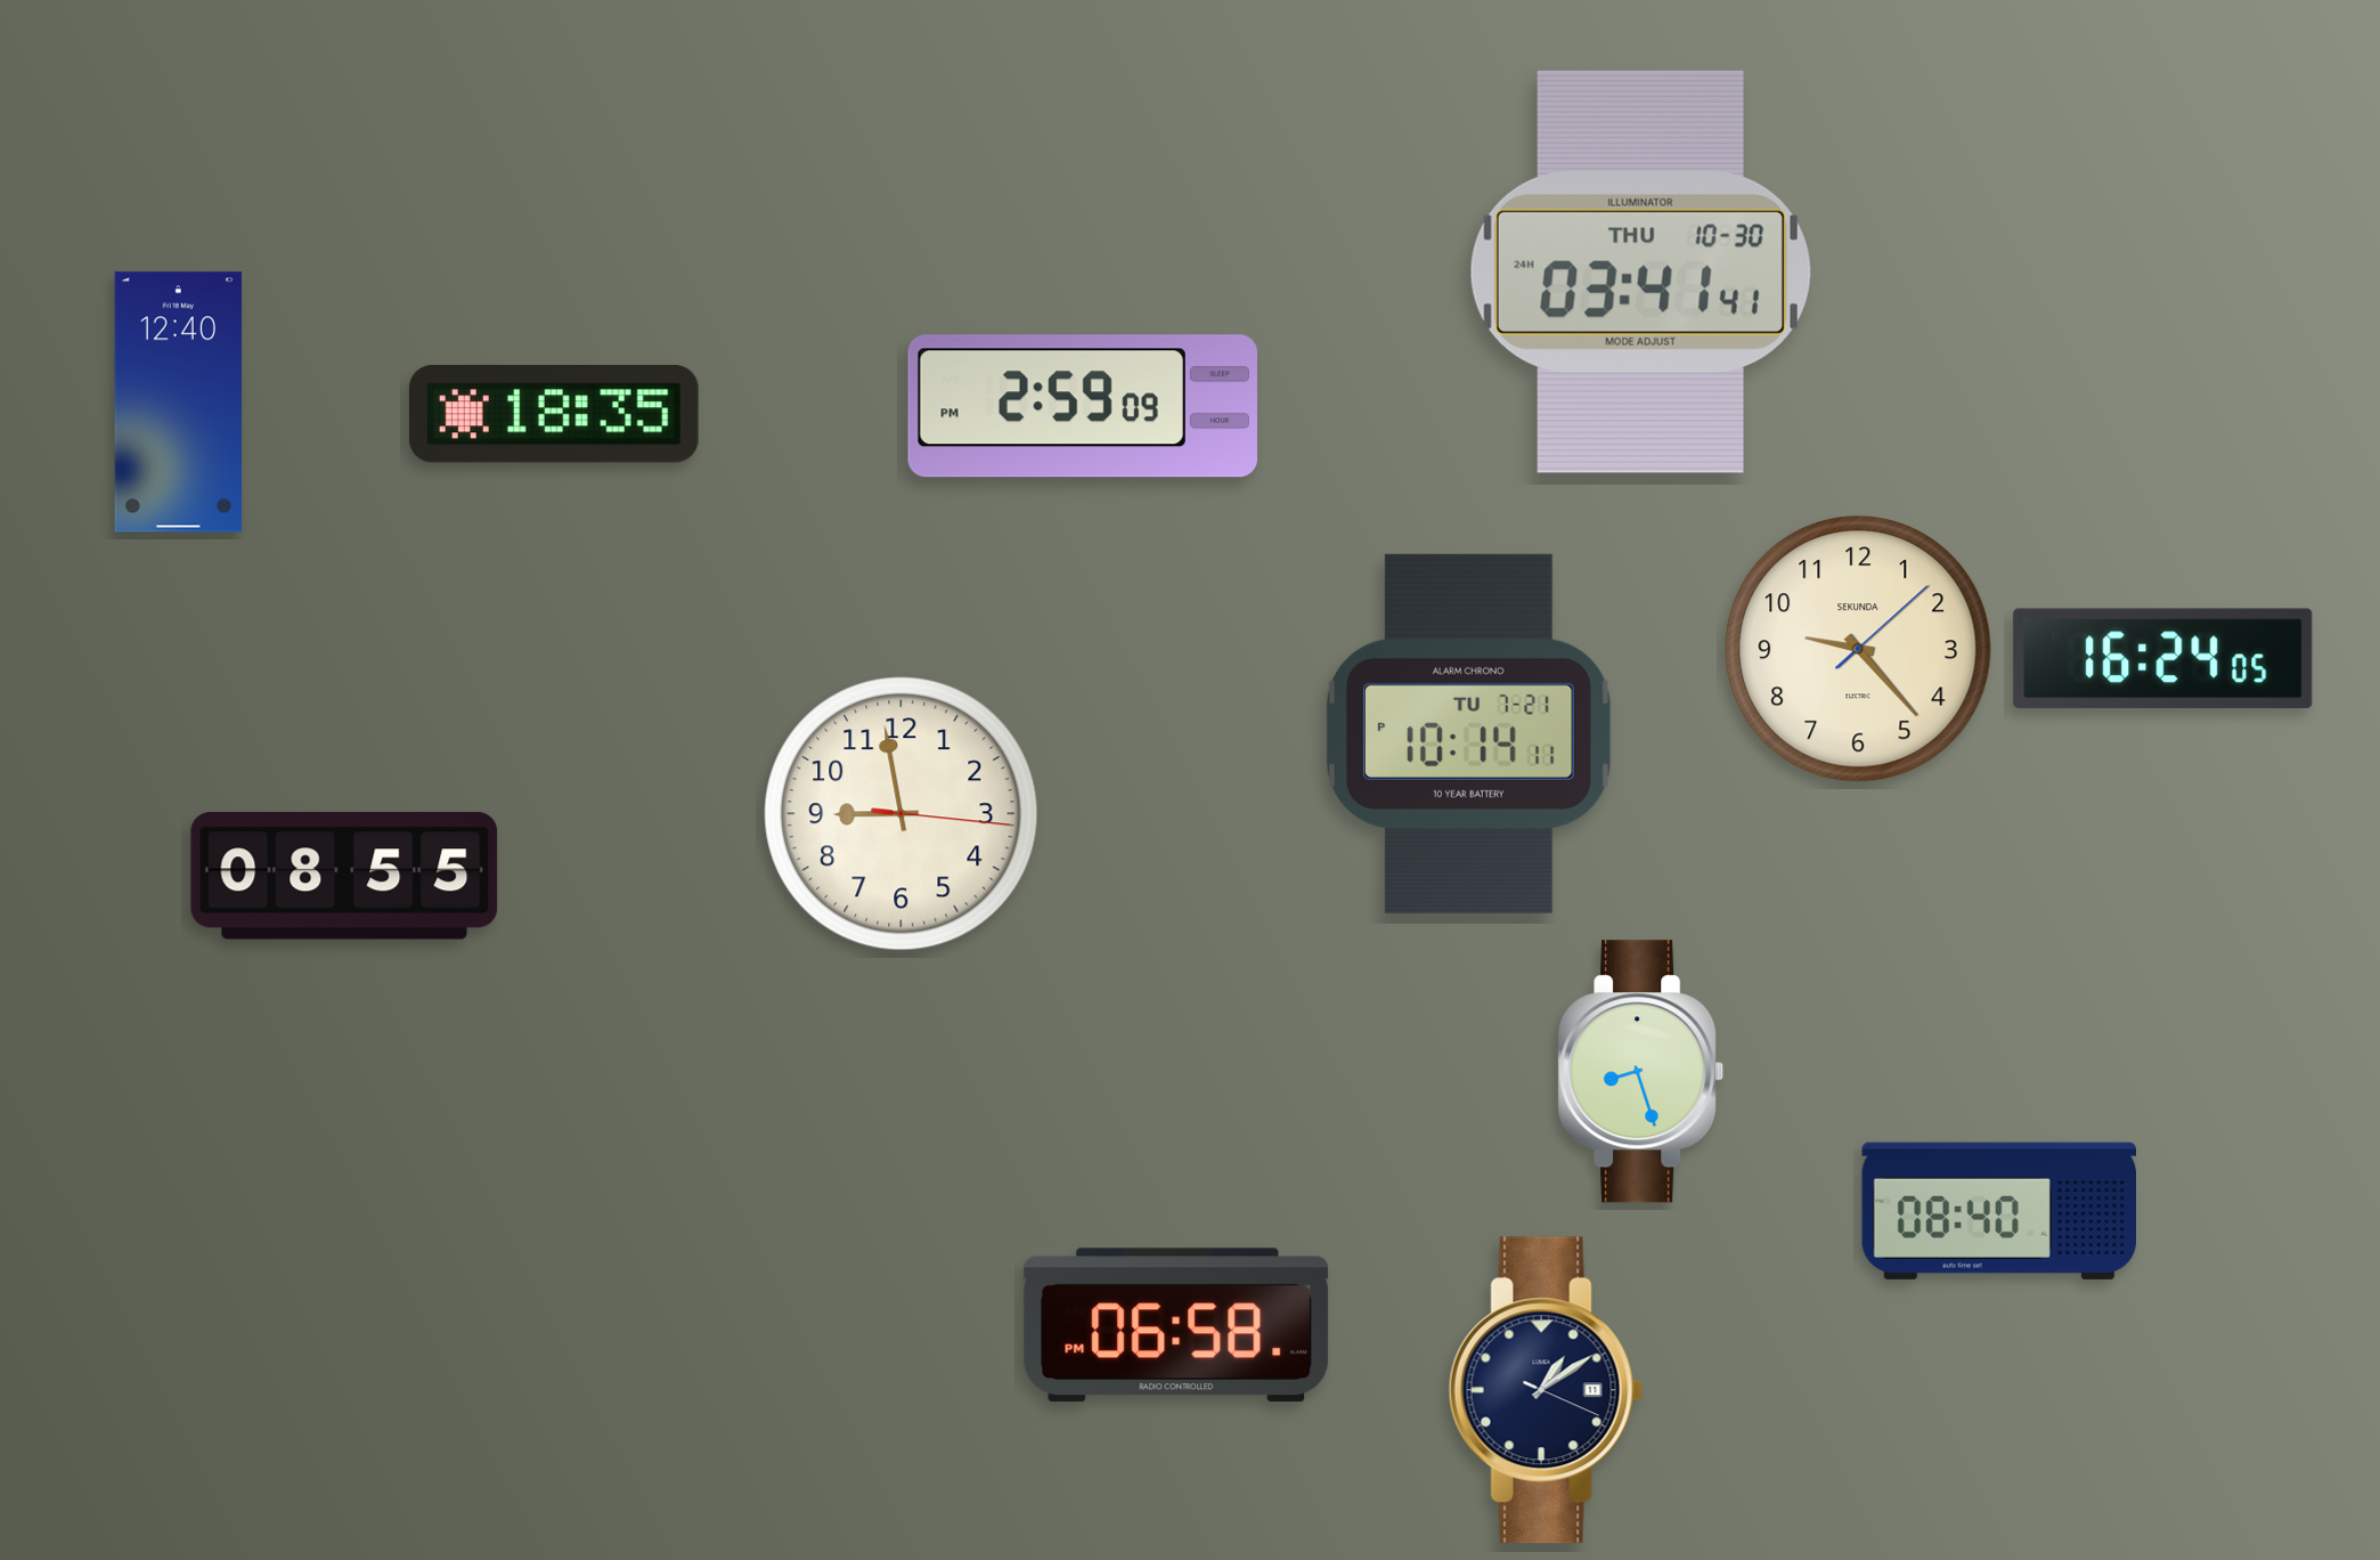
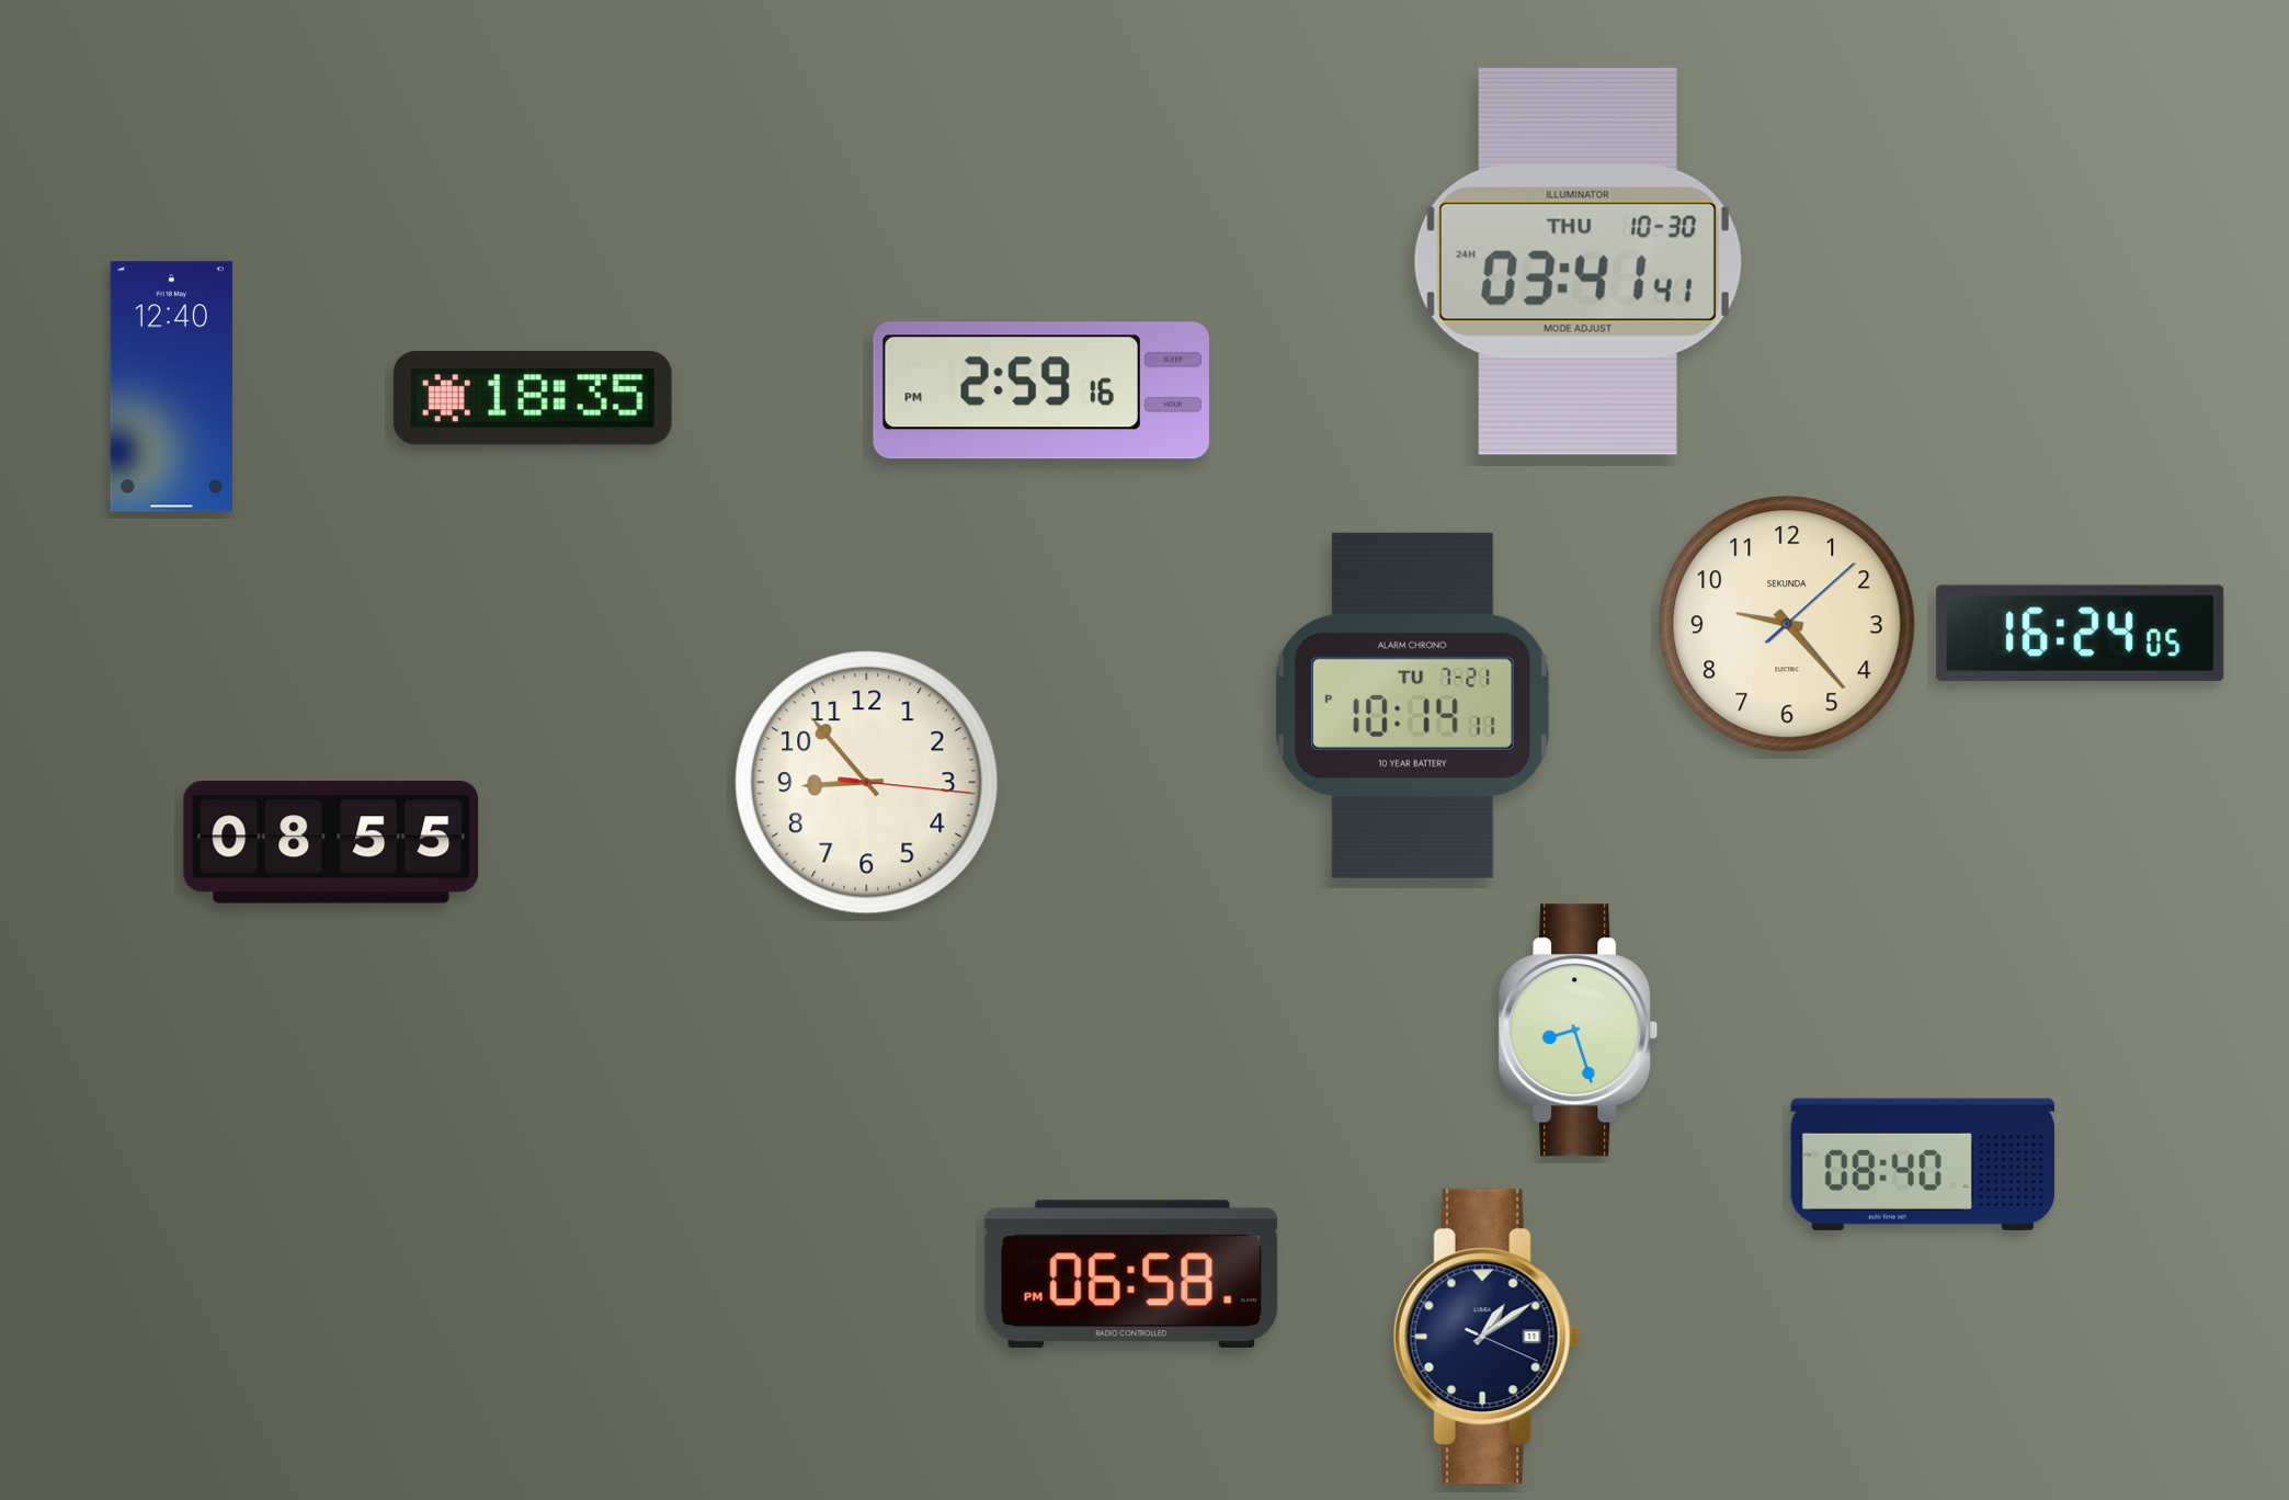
clock at (1083, 406): 2:59:09 PM -> 2:59:16 PM
clock at (902, 814): 8:58 -> 8:53
